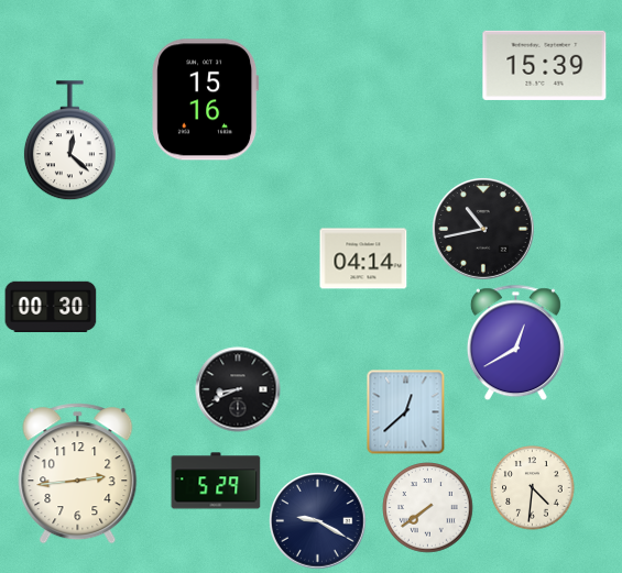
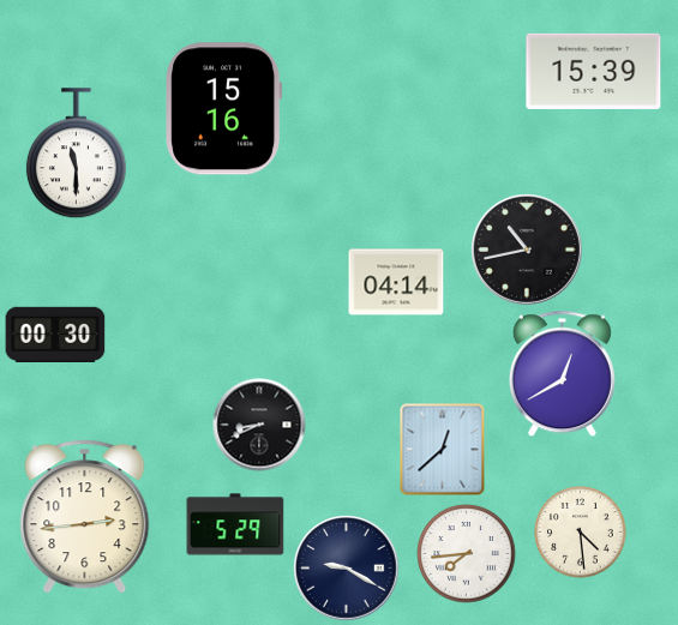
clock at (69, 141): 12:22 -> 11:30
clock at (533, 488): 4:31 -> 4:29
clock at (428, 508): 7:39 -> 7:44
